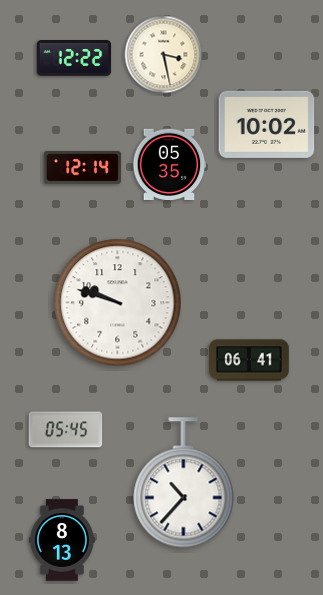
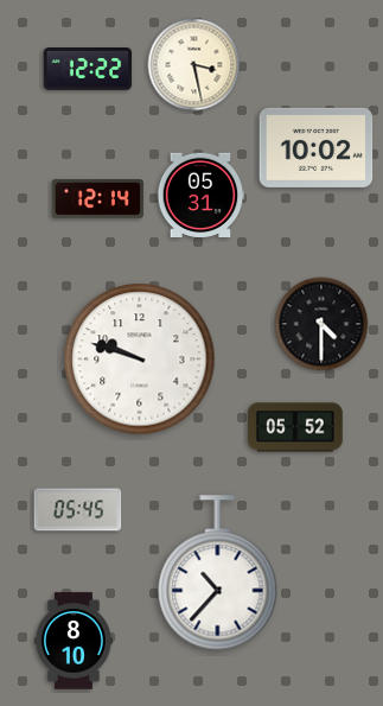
clock at (169, 165): 05:35 -> 05:31
clock at (321, 324): none -> 4:30
clock at (250, 360): 06:41 -> 05:52
clock at (62, 540): 8:13 -> 8:10
